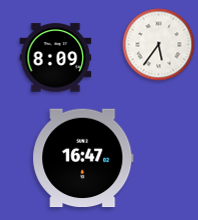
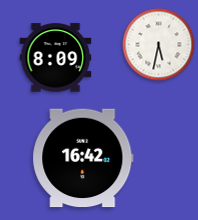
clock at (159, 45): 5:36 -> 5:32
clock at (83, 158): 16:47 -> 16:42
